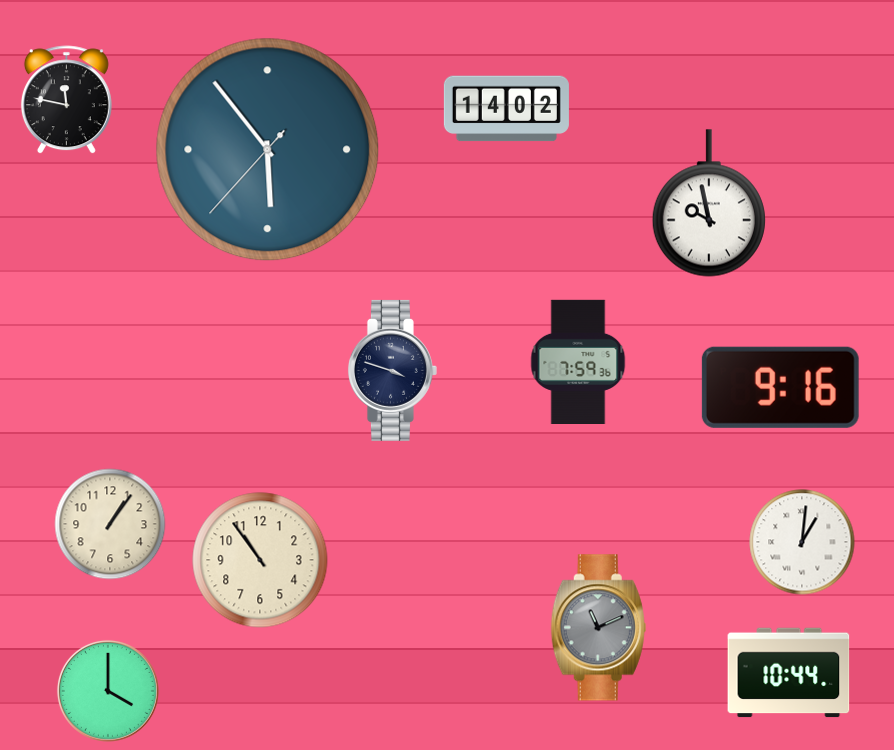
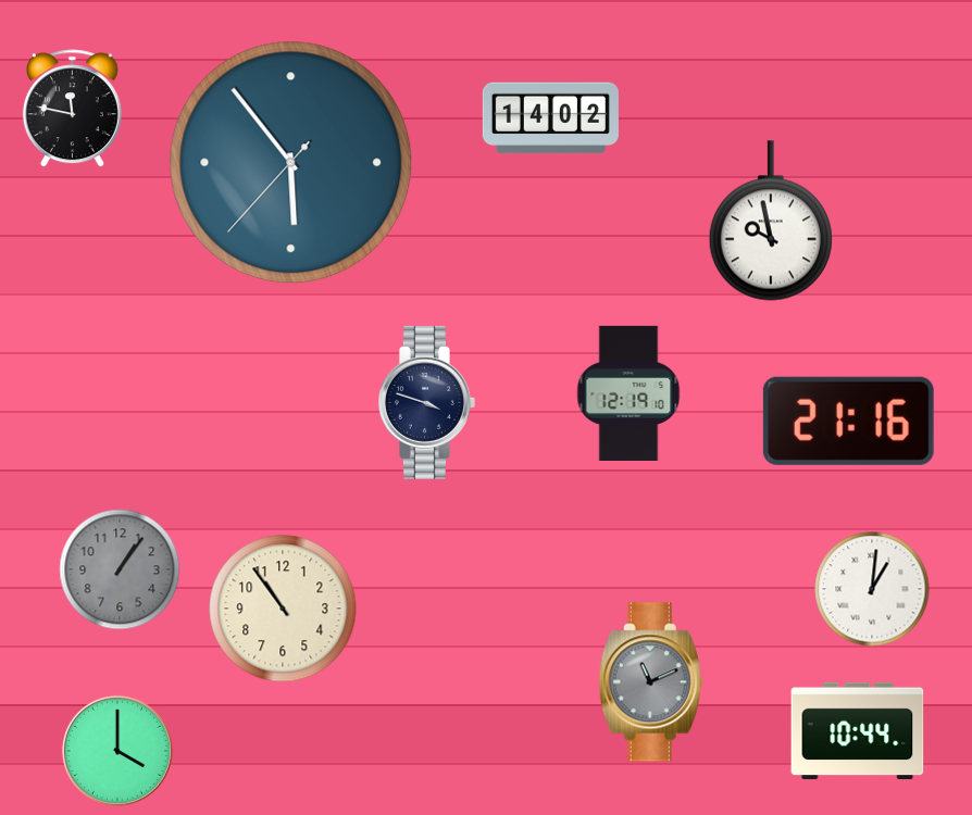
clock at (578, 361): 7:59 -> 12:19
clock at (780, 387): 9:16 -> 21:16
clock at (110, 524) dial: cream -> grey
